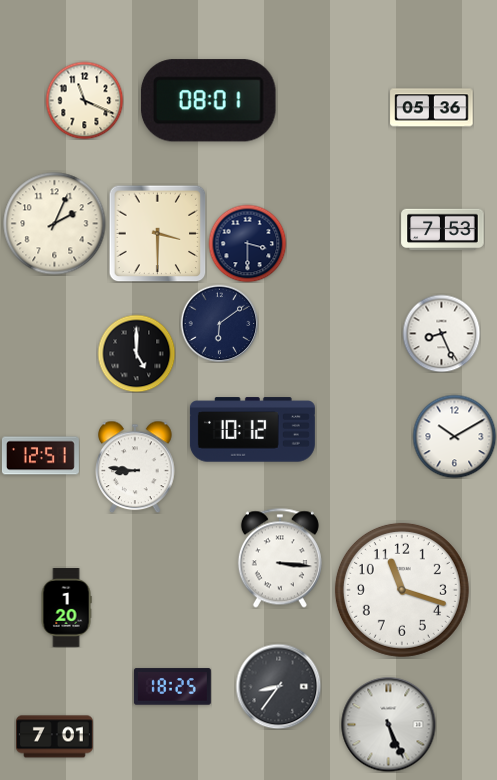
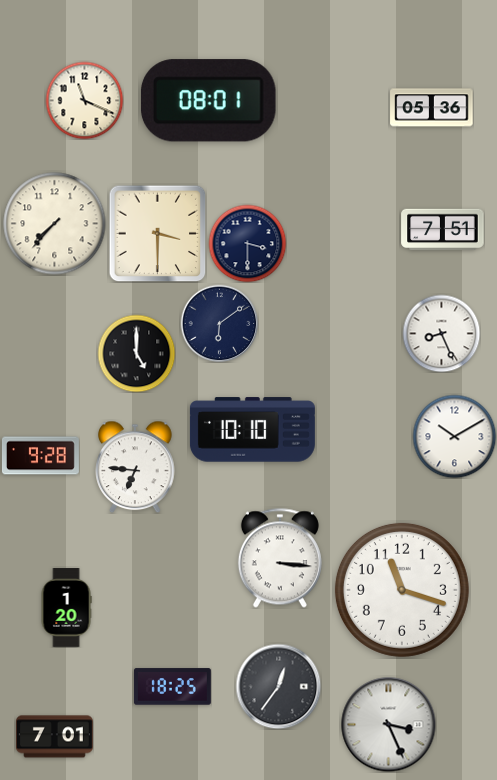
clock at (55, 224): 2:04 -> 7:37
clock at (443, 230): 7:53 -> 7:51
clock at (252, 430): 10:12 -> 10:10
clock at (40, 456): 12:51 -> 9:28
clock at (135, 467): 8:46 -> 6:46
clock at (278, 686): 8:36 -> 12:36
clock at (388, 724): 5:26 -> 3:26
